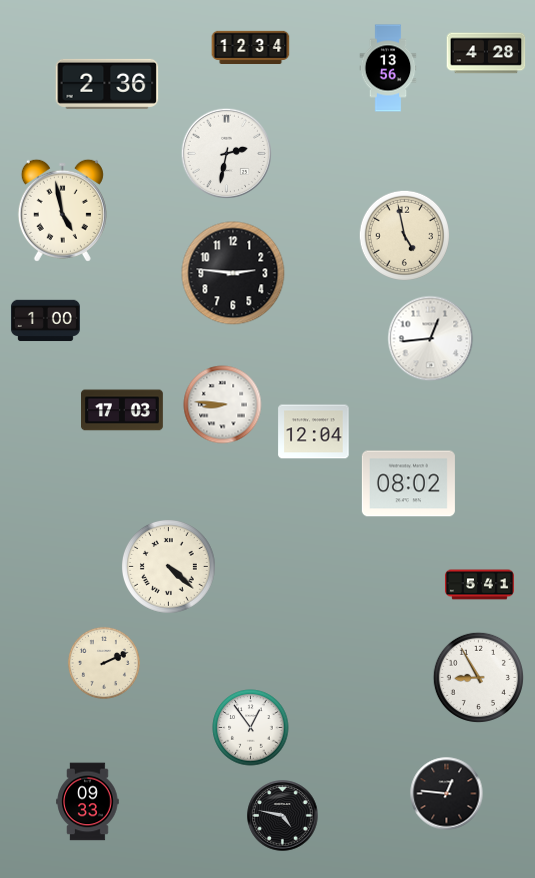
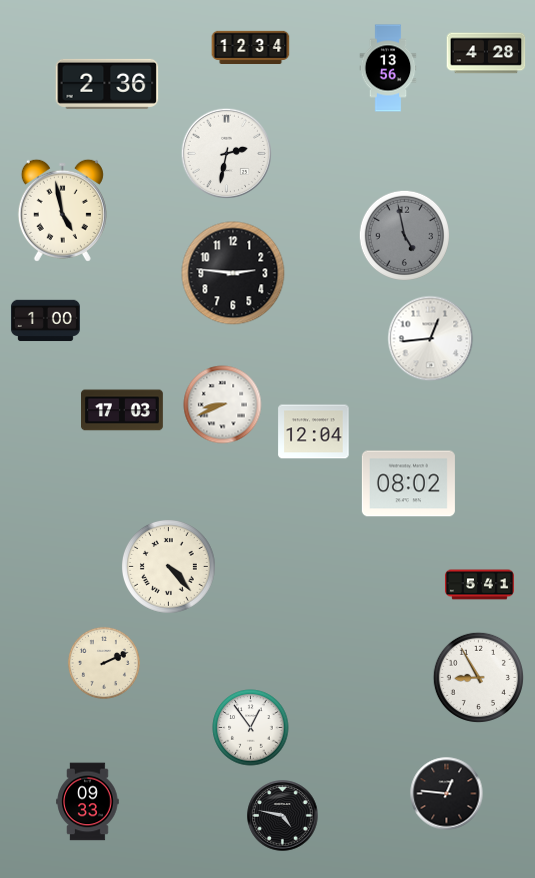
clock at (404, 235) dial: cream -> grey
clock at (223, 405): 8:46 -> 8:41
clock at (169, 567): 4:22 -> 4:23
